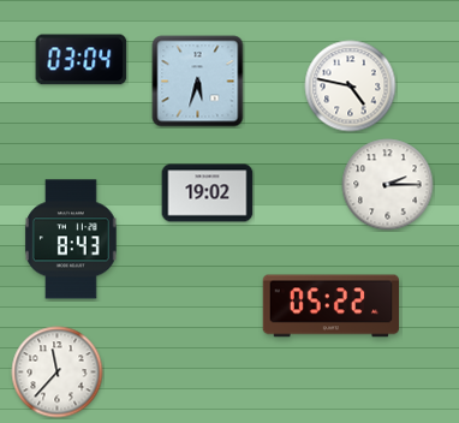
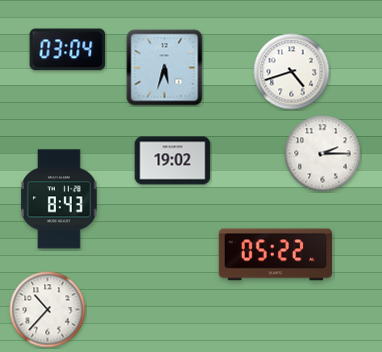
clock at (351, 87): 4:47 -> 4:42
clock at (58, 373): 11:37 -> 10:37
